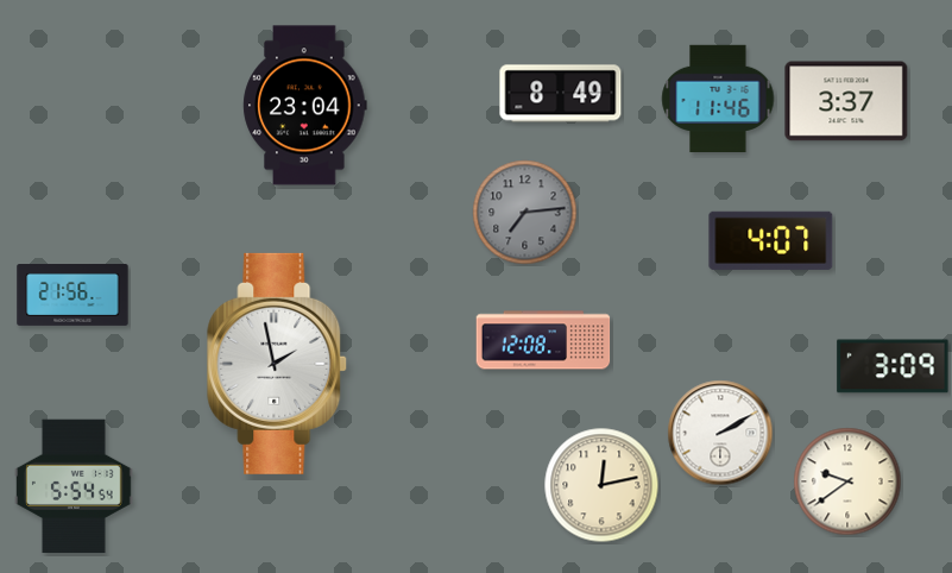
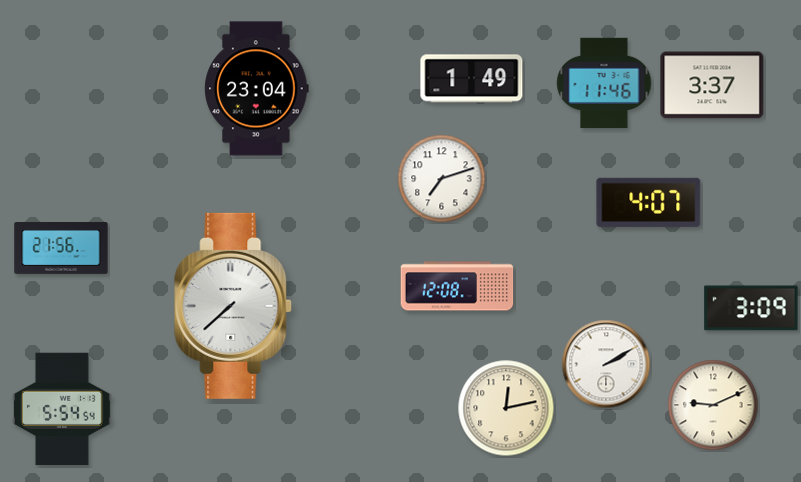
clock at (561, 94): 8:49 -> 1:49
clock at (525, 213): 7:14 -> 7:12
clock at (525, 213) dial: grey -> white
clock at (278, 364): 1:58 -> 7:38
clock at (847, 481): 9:39 -> 9:11
